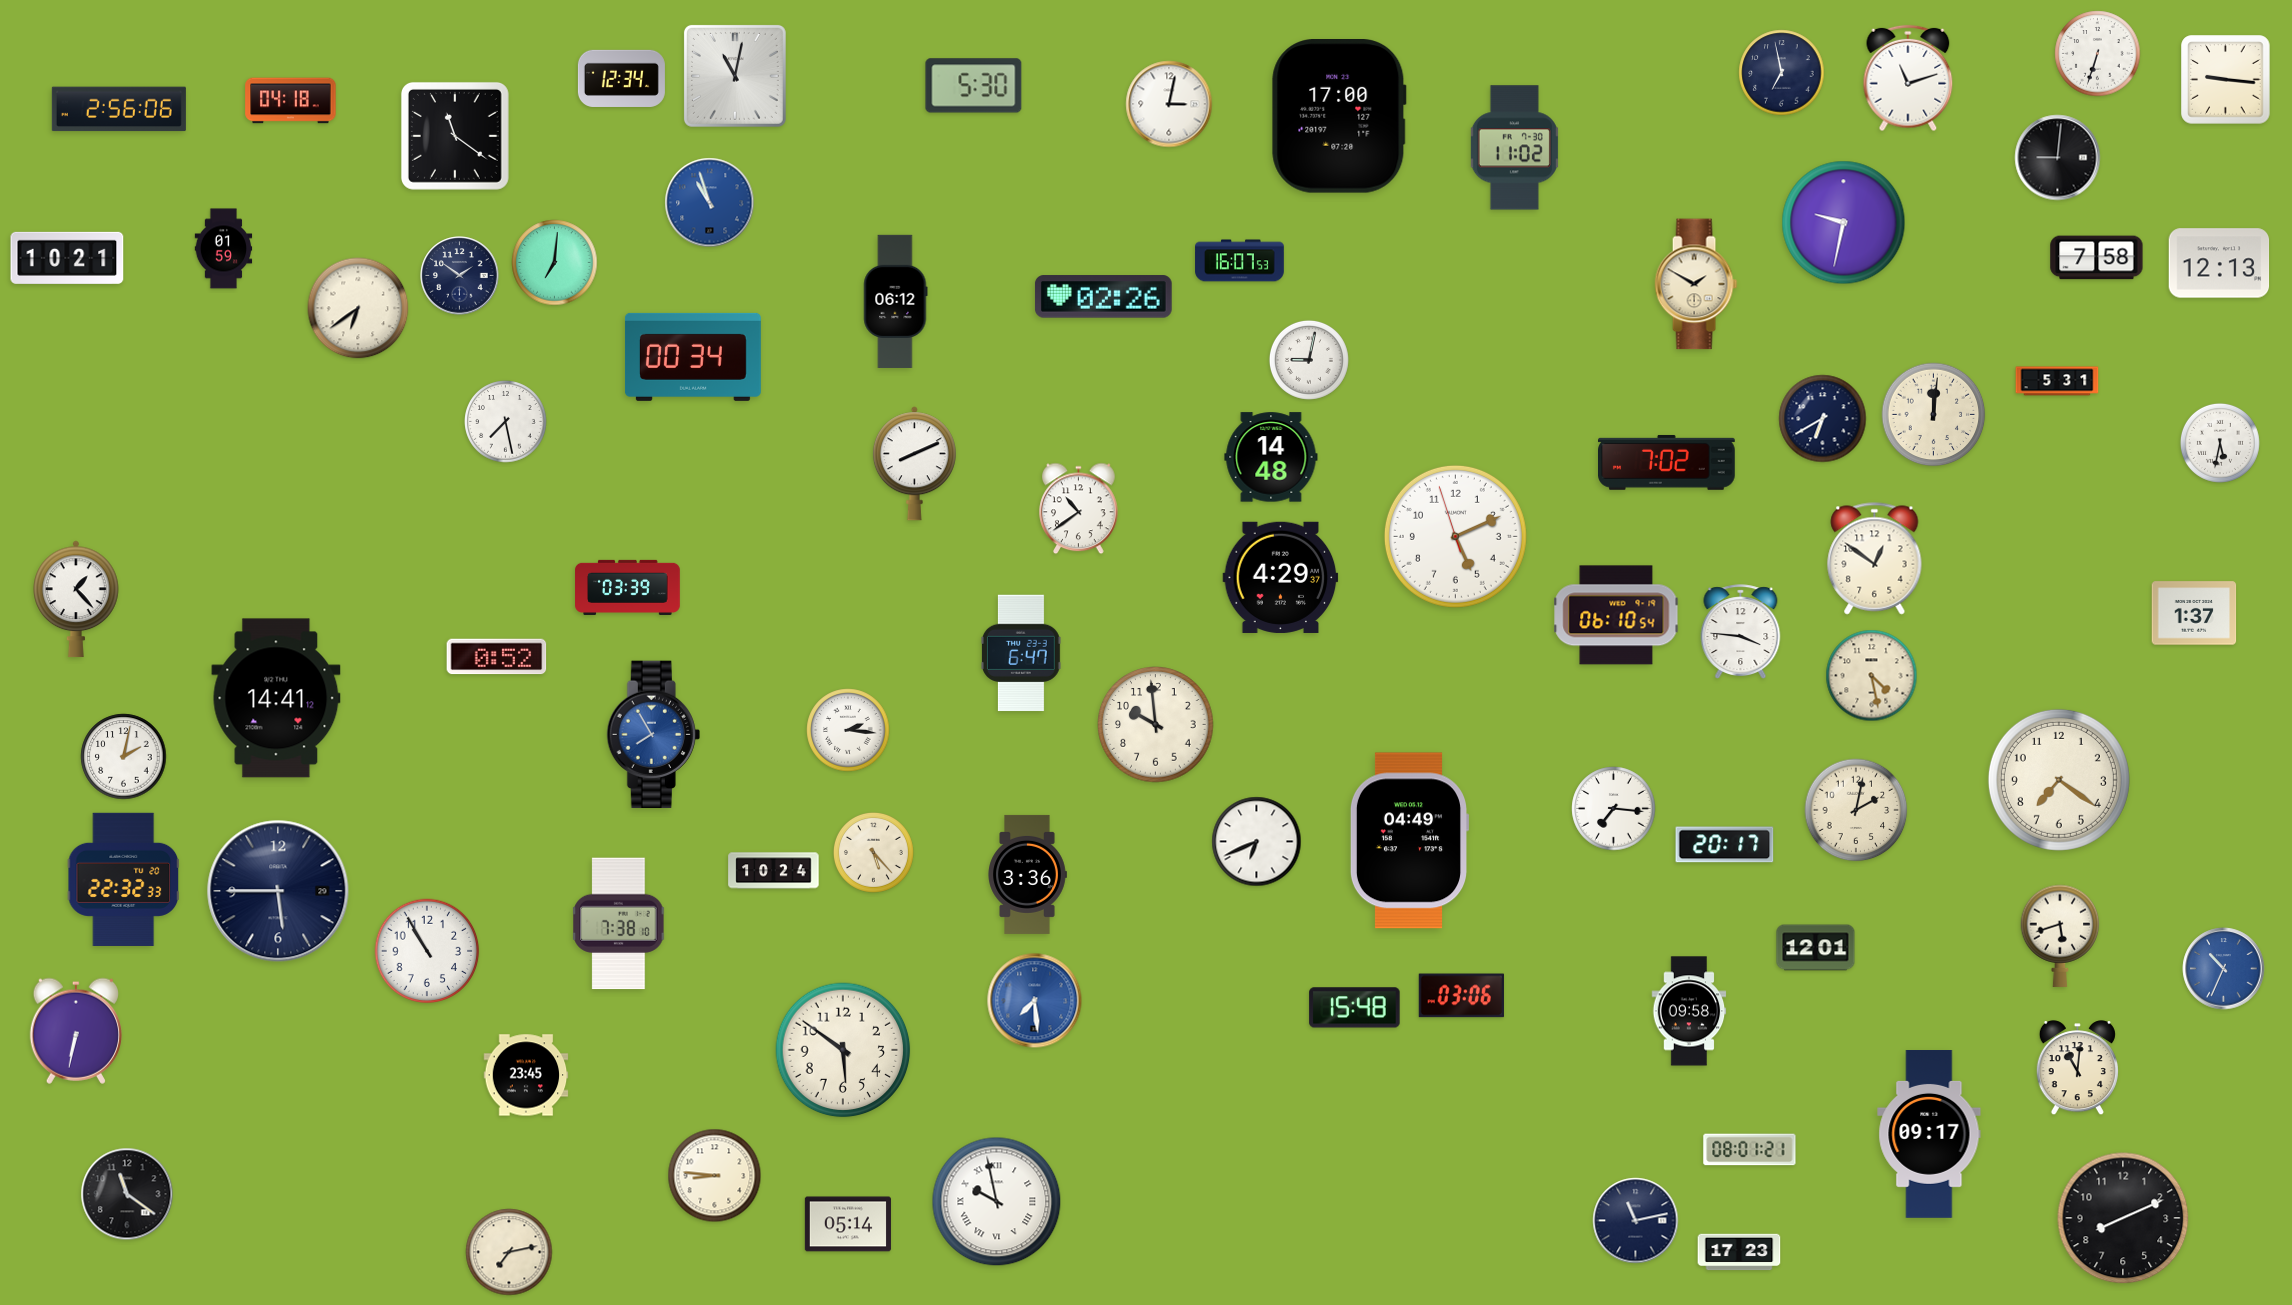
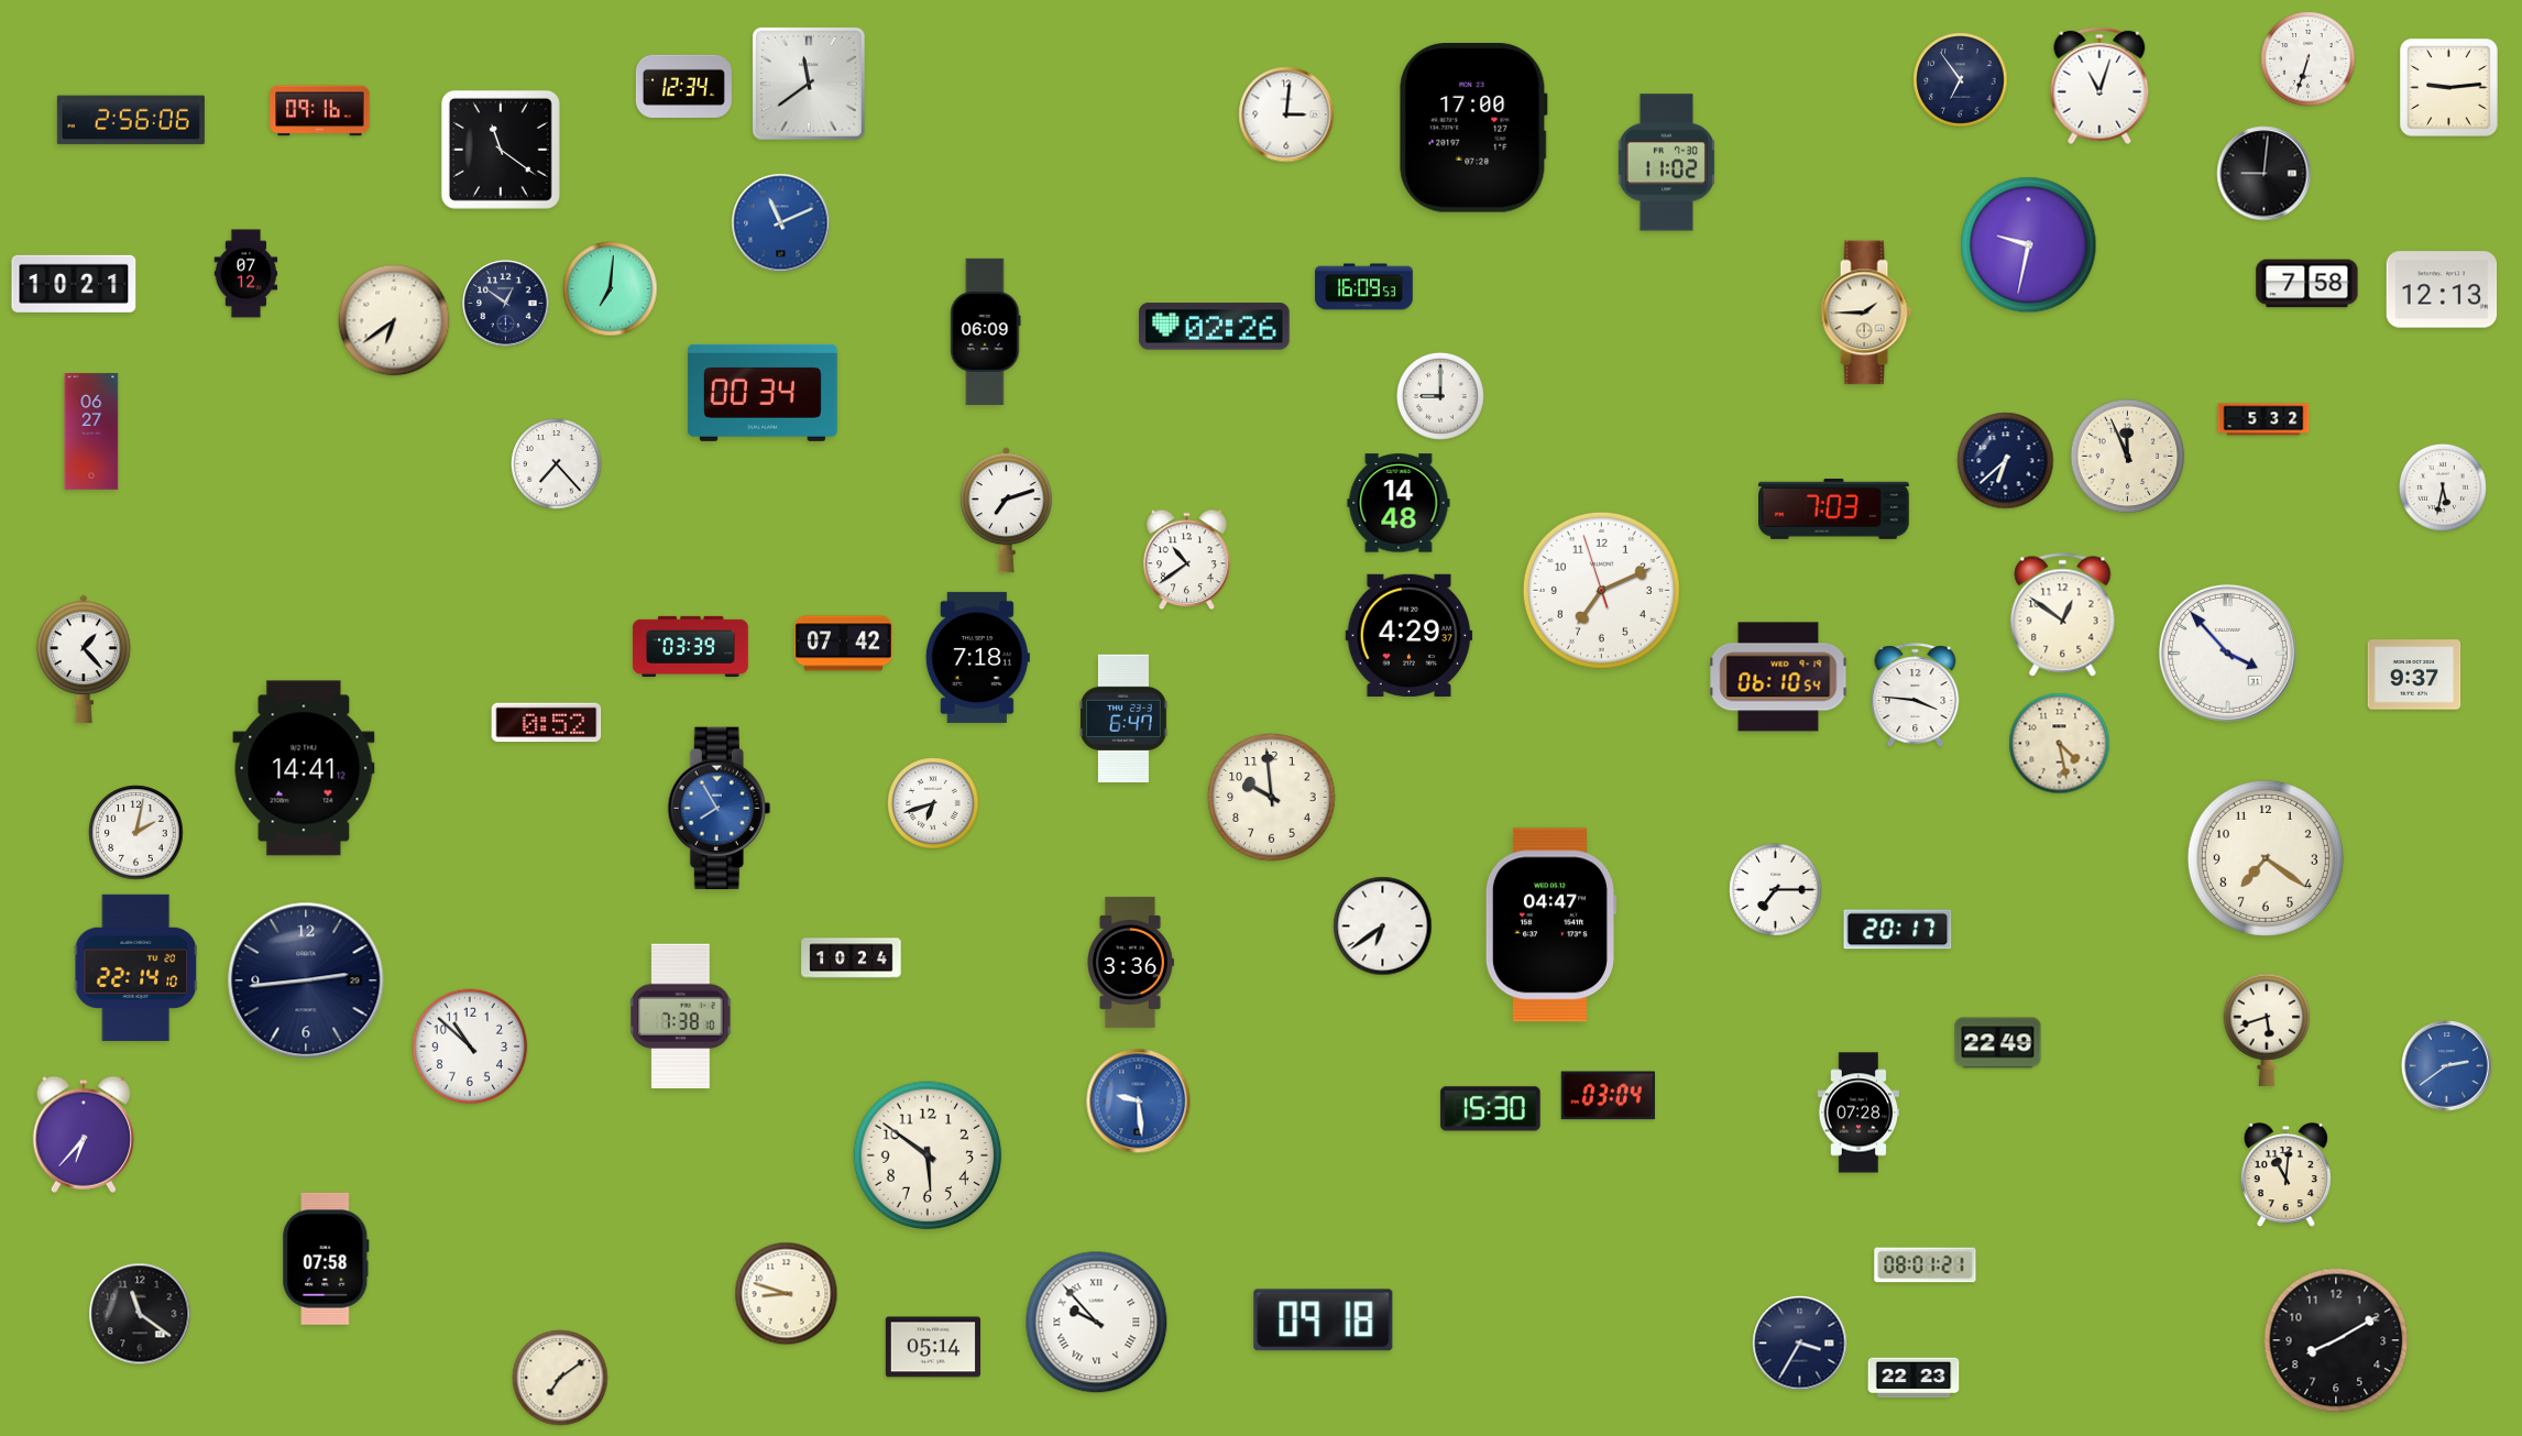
clock at (1782, 73): 6:58 -> 6:54
clock at (735, 76): 11:02 -> 11:39
clock at (1908, 78): 11:12 -> 11:03
clock at (2226, 80): 9:16 -> 9:14
clock at (974, 86): 5:30 -> none
clock at (291, 101): 04:18 -> 09:16
clock at (1169, 104): 3:02 -> 3:01
clock at (710, 203): 10:57 -> 11:11
clock at (224, 249): 01:59 -> 07:12
clock at (1240, 261): 16:07 -> 16:09
clock at (460, 276): 1:51 -> 12:51
clock at (1696, 284): 1:50 -> 1:45
clock at (896, 301): 06:12 -> 06:09
clock at (358, 308) position: (358, 308) -> (394, 320)
clock at (1309, 360): 9:02 -> 9:00
clock at (2057, 381): 5:31 -> 5:32
clock at (91, 431): none -> 06:27
clock at (1934, 415): 12:01 -> 11:56
clock at (1823, 419): 6:40 -> 6:38
clock at (506, 422): 7:28 -> 7:23
clock at (1667, 462): 7:02 -> 7:03
clock at (914, 464): 8:11 -> 7:12
clock at (1455, 536): 5:10 -> 7:10
clock at (844, 644): none -> 07:42
clock at (2227, 653): none -> 3:53
clock at (977, 657): none -> 7:18
clock at (2194, 613): 1:37 -> 9:37
clock at (848, 730): 2:16 -> 6:42
clock at (1614, 809): 7:16 -> 7:15
clock at (1856, 810): 2:02 -> none
clock at (1409, 841): 04:49 -> 04:47
clock at (1257, 842): 6:41 -> 6:39
clock at (873, 852): 5:23 -> none
clock at (124, 879): 22:32 -> 22:14
clock at (278, 891): 5:45 -> 2:44
clock at (1816, 948): 12:01 -> 22:49
clock at (427, 951): 10:55 -> 10:52
clock at (2224, 969): 10:34 -> 2:39
clock at (1461, 996): 03:06 -> 03:04
clock at (1035, 1001): 7:29 -> 9:29
clock at (1355, 1008): 15:48 -> 15:30
clock at (1689, 1011): 09:58 -> 07:28
clock at (76, 1031): 6:32 -> 6:37
clock at (526, 1075): 23:45 -> none
clock at (1929, 1135): 09:17 -> none
clock at (326, 1259): none -> 07:58
clock at (715, 1176): 8:46 -> 8:48
clock at (1324, 1320): none -> 09:18
clock at (997, 1202): 9:58 -> 9:53
clock at (2123, 1218): 8:11 -> 8:10
clock at (1636, 1221): 11:13 -> 3:35
clock at (509, 1252): 7:13 -> 7:09
clock at (1739, 1252): 17:23 -> 22:23
